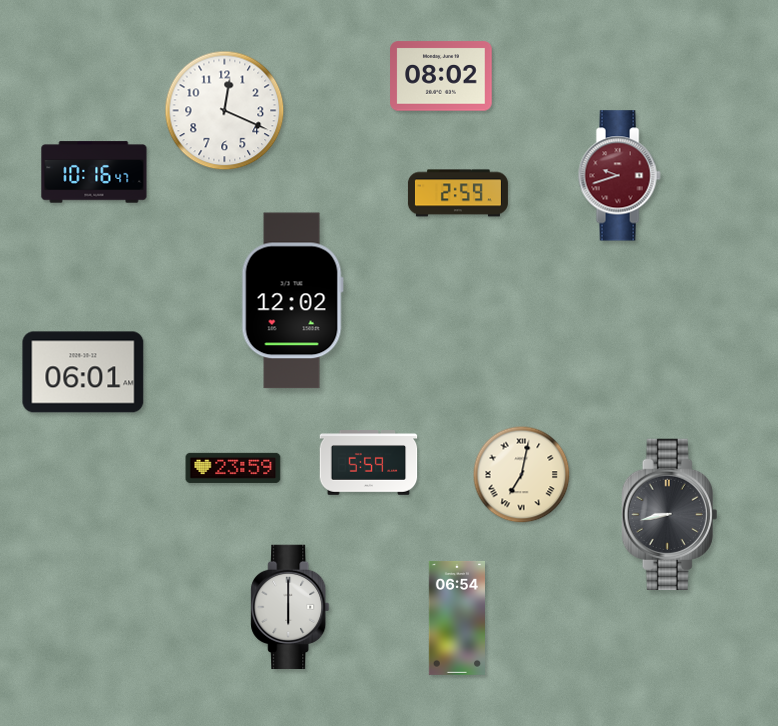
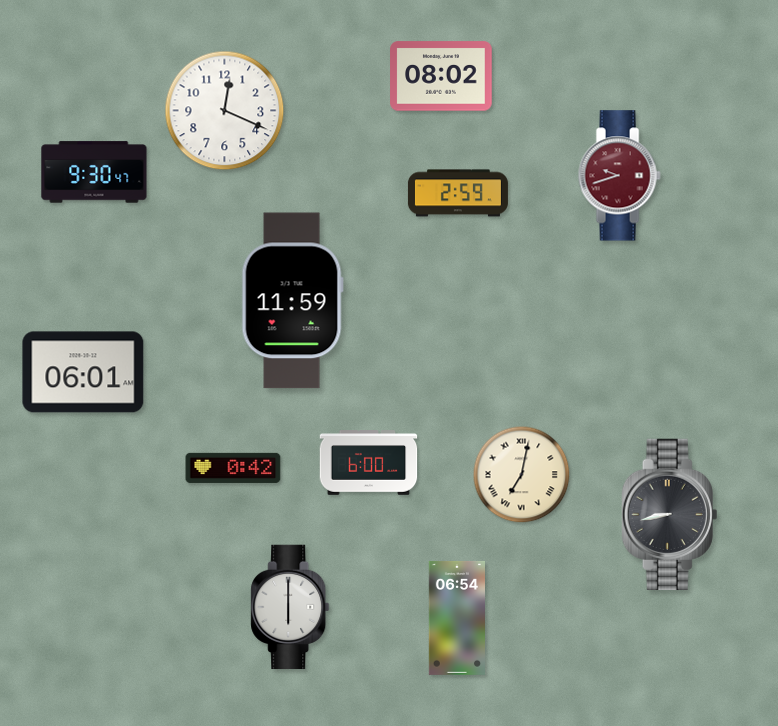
clock at (94, 172): 10:16 -> 9:30
clock at (292, 301): 12:02 -> 11:59
clock at (369, 463): 5:59 -> 6:00
clock at (233, 468): 23:59 -> 0:42
